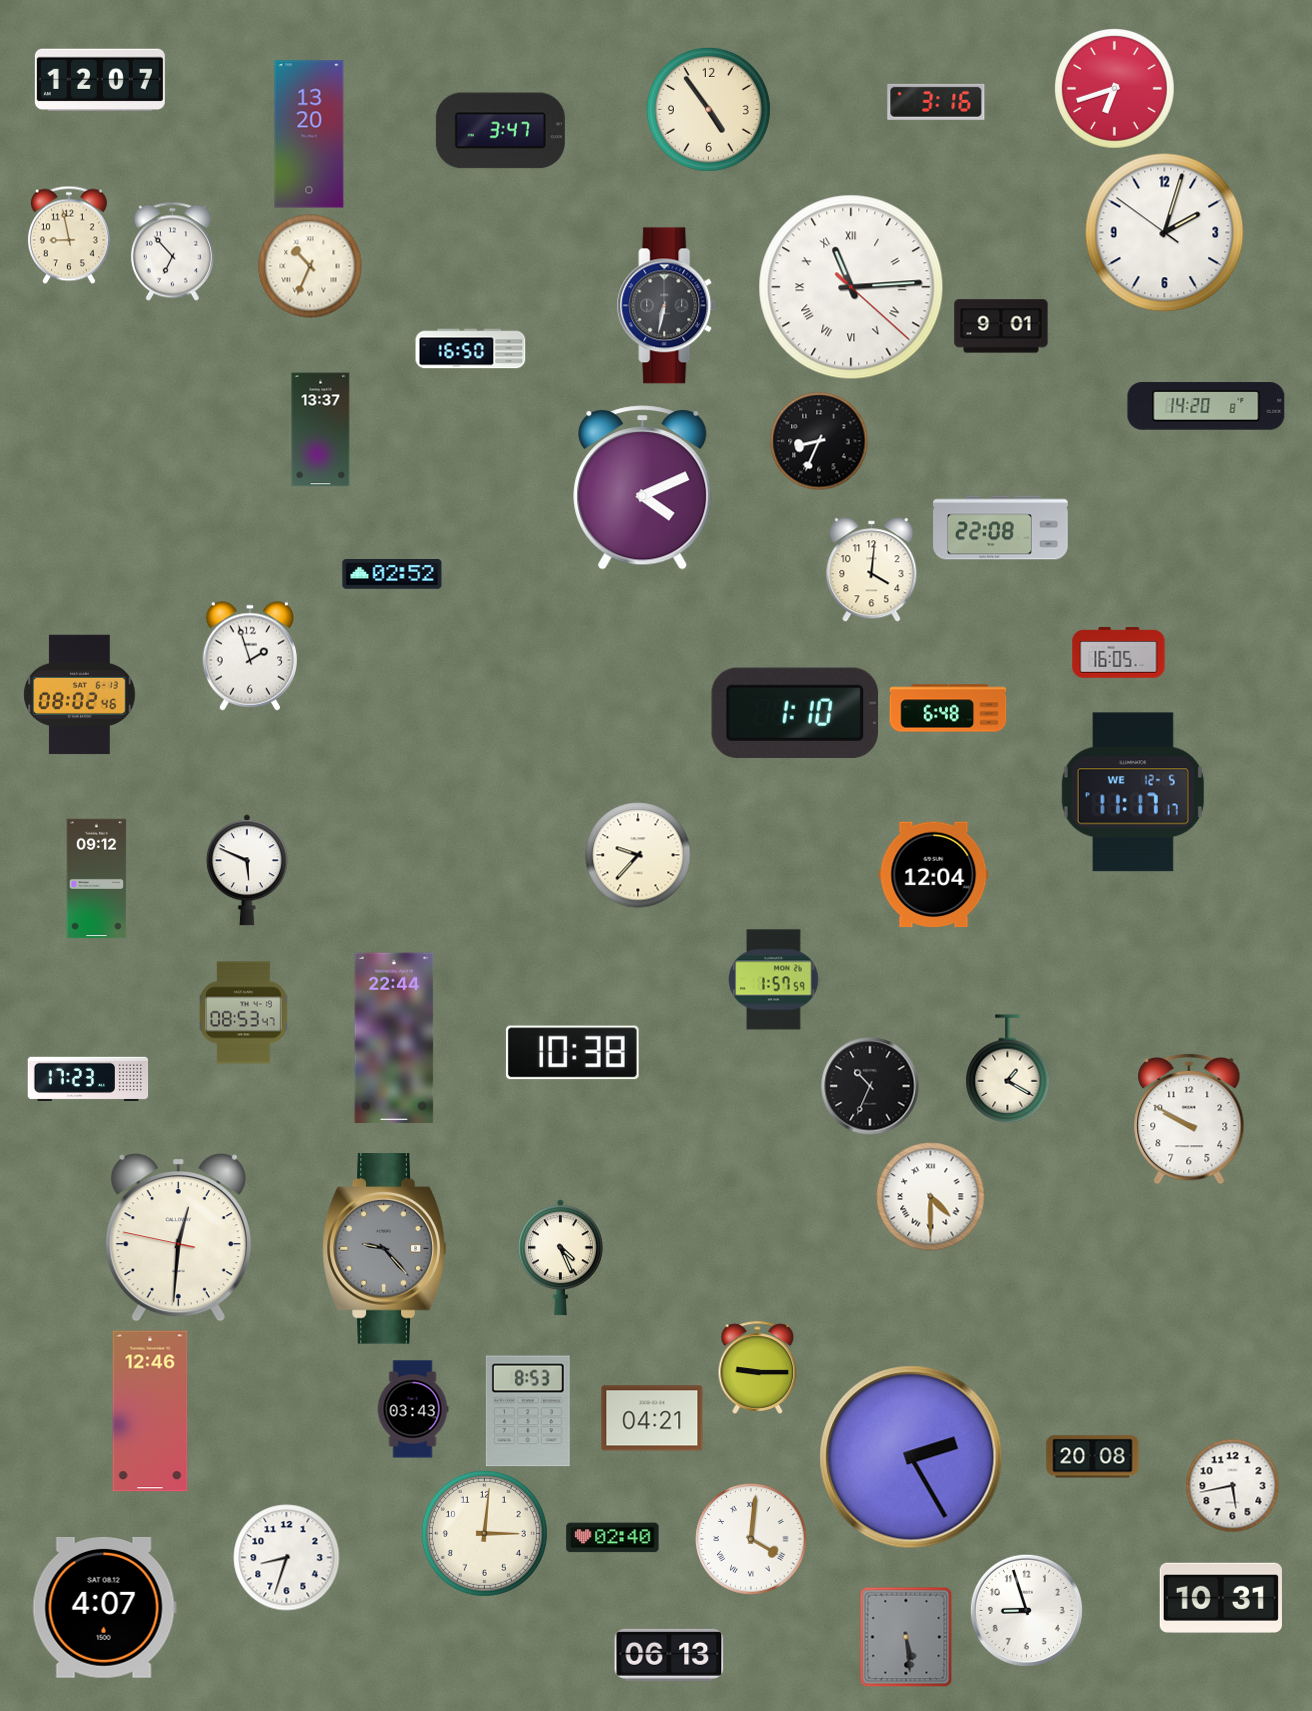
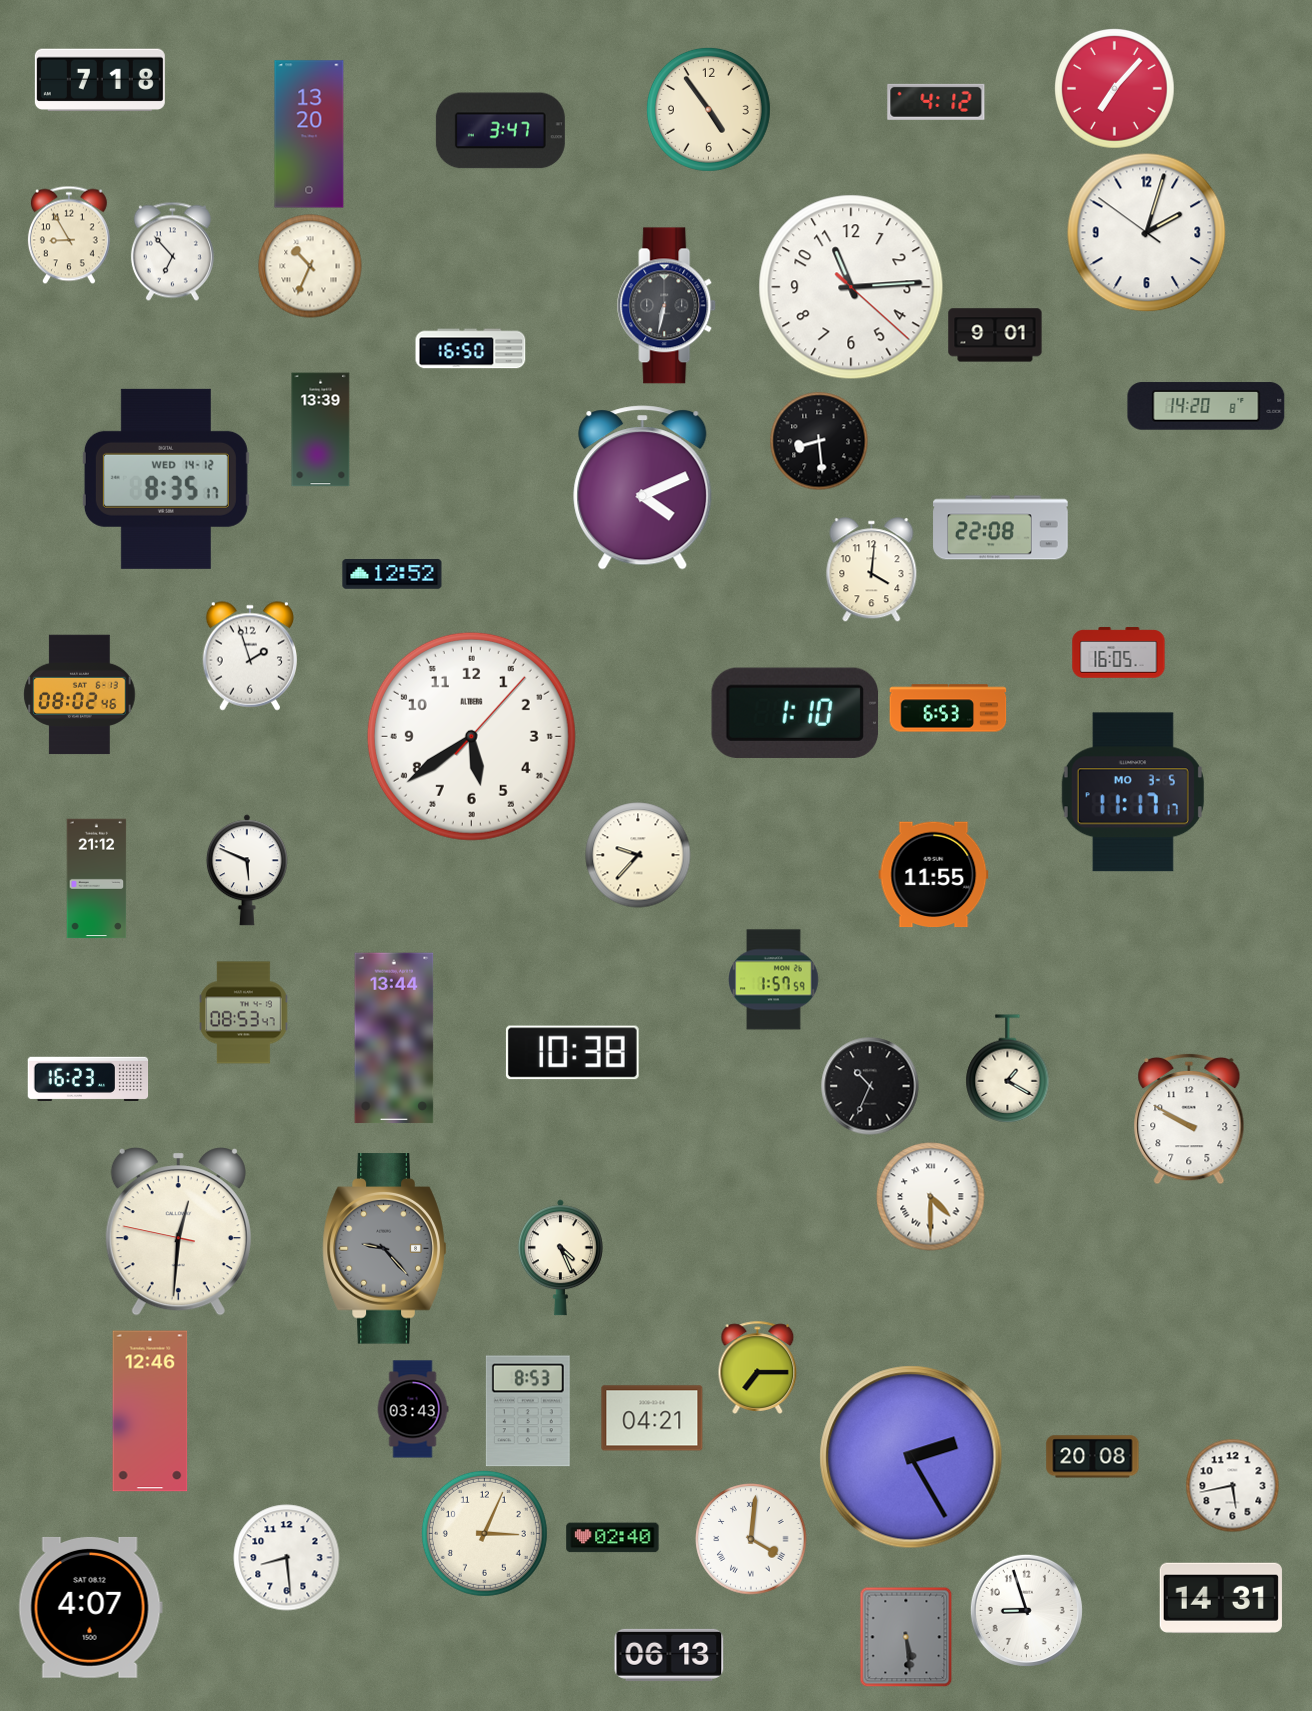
clock at (100, 79): 12:07 -> 7:18
clock at (1115, 89): 6:42 -> 7:07
clock at (936, 102): 3:16 -> 4:12
clock at (1165, 233) position: (1165, 233) -> (1147, 233)
clock at (69, 235): 8:58 -> 8:55
clock at (851, 287) numerals: Roman -> Arabic
clock at (1001, 326) position: (1001, 326) -> (995, 335)
clock at (321, 430): 13:37 -> 13:39
clock at (819, 441): 8:34 -> 8:29
clock at (166, 479): none -> 8:35
clock at (392, 575): 02:52 -> 12:52
clock at (948, 708): 6:48 -> 6:53
clock at (471, 736): none -> 5:39
clock at (1133, 792) date: WE 12-5 -> MO 3-5
clock at (934, 875): 12:04 -> 11:55
clock at (97, 879): 09:12 -> 21:12
clock at (394, 1038): 22:44 -> 13:44
clock at (88, 1078): 17:23 -> 16:23
clock at (178, 1238) position: (178, 1238) -> (178, 1232)
clock at (758, 1367): 9:15 -> 7:15
clock at (484, 1533): 3:01 -> 3:04
clock at (287, 1558): 8:33 -> 8:29
clock at (1221, 1598): 10:31 -> 14:31
clock at (104, 1607) position: (104, 1607) -> (90, 1607)
